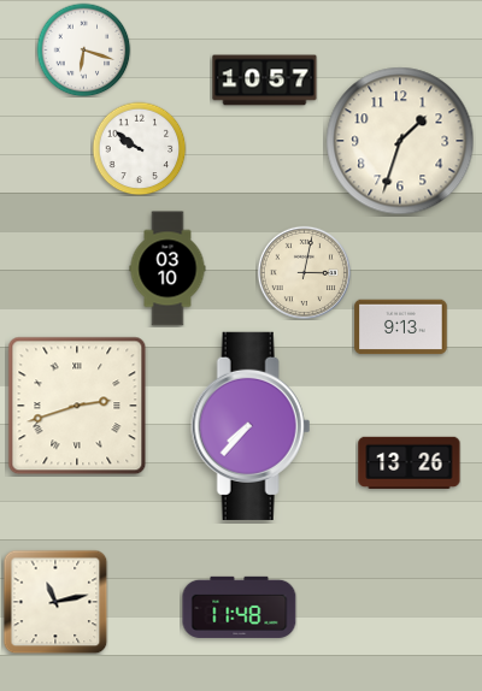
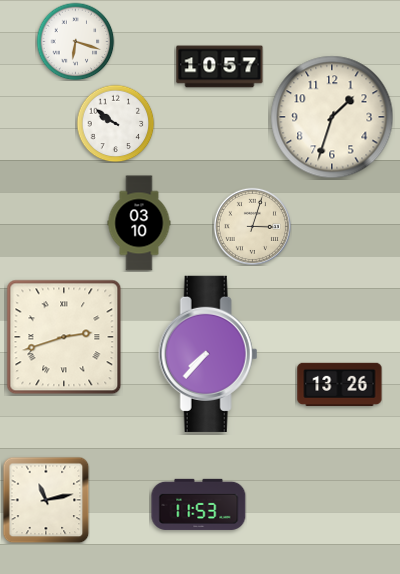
clock at (83, 49) position: (83, 49) -> (75, 41)
clock at (304, 272): 3:02 -> 3:03
clock at (401, 327): 9:13 -> none
clock at (240, 607): 11:48 -> 11:53
